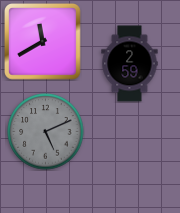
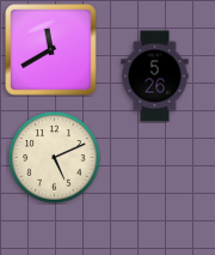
clock at (130, 64): 2:59 -> 5:26
clock at (46, 132) dial: grey -> cream
